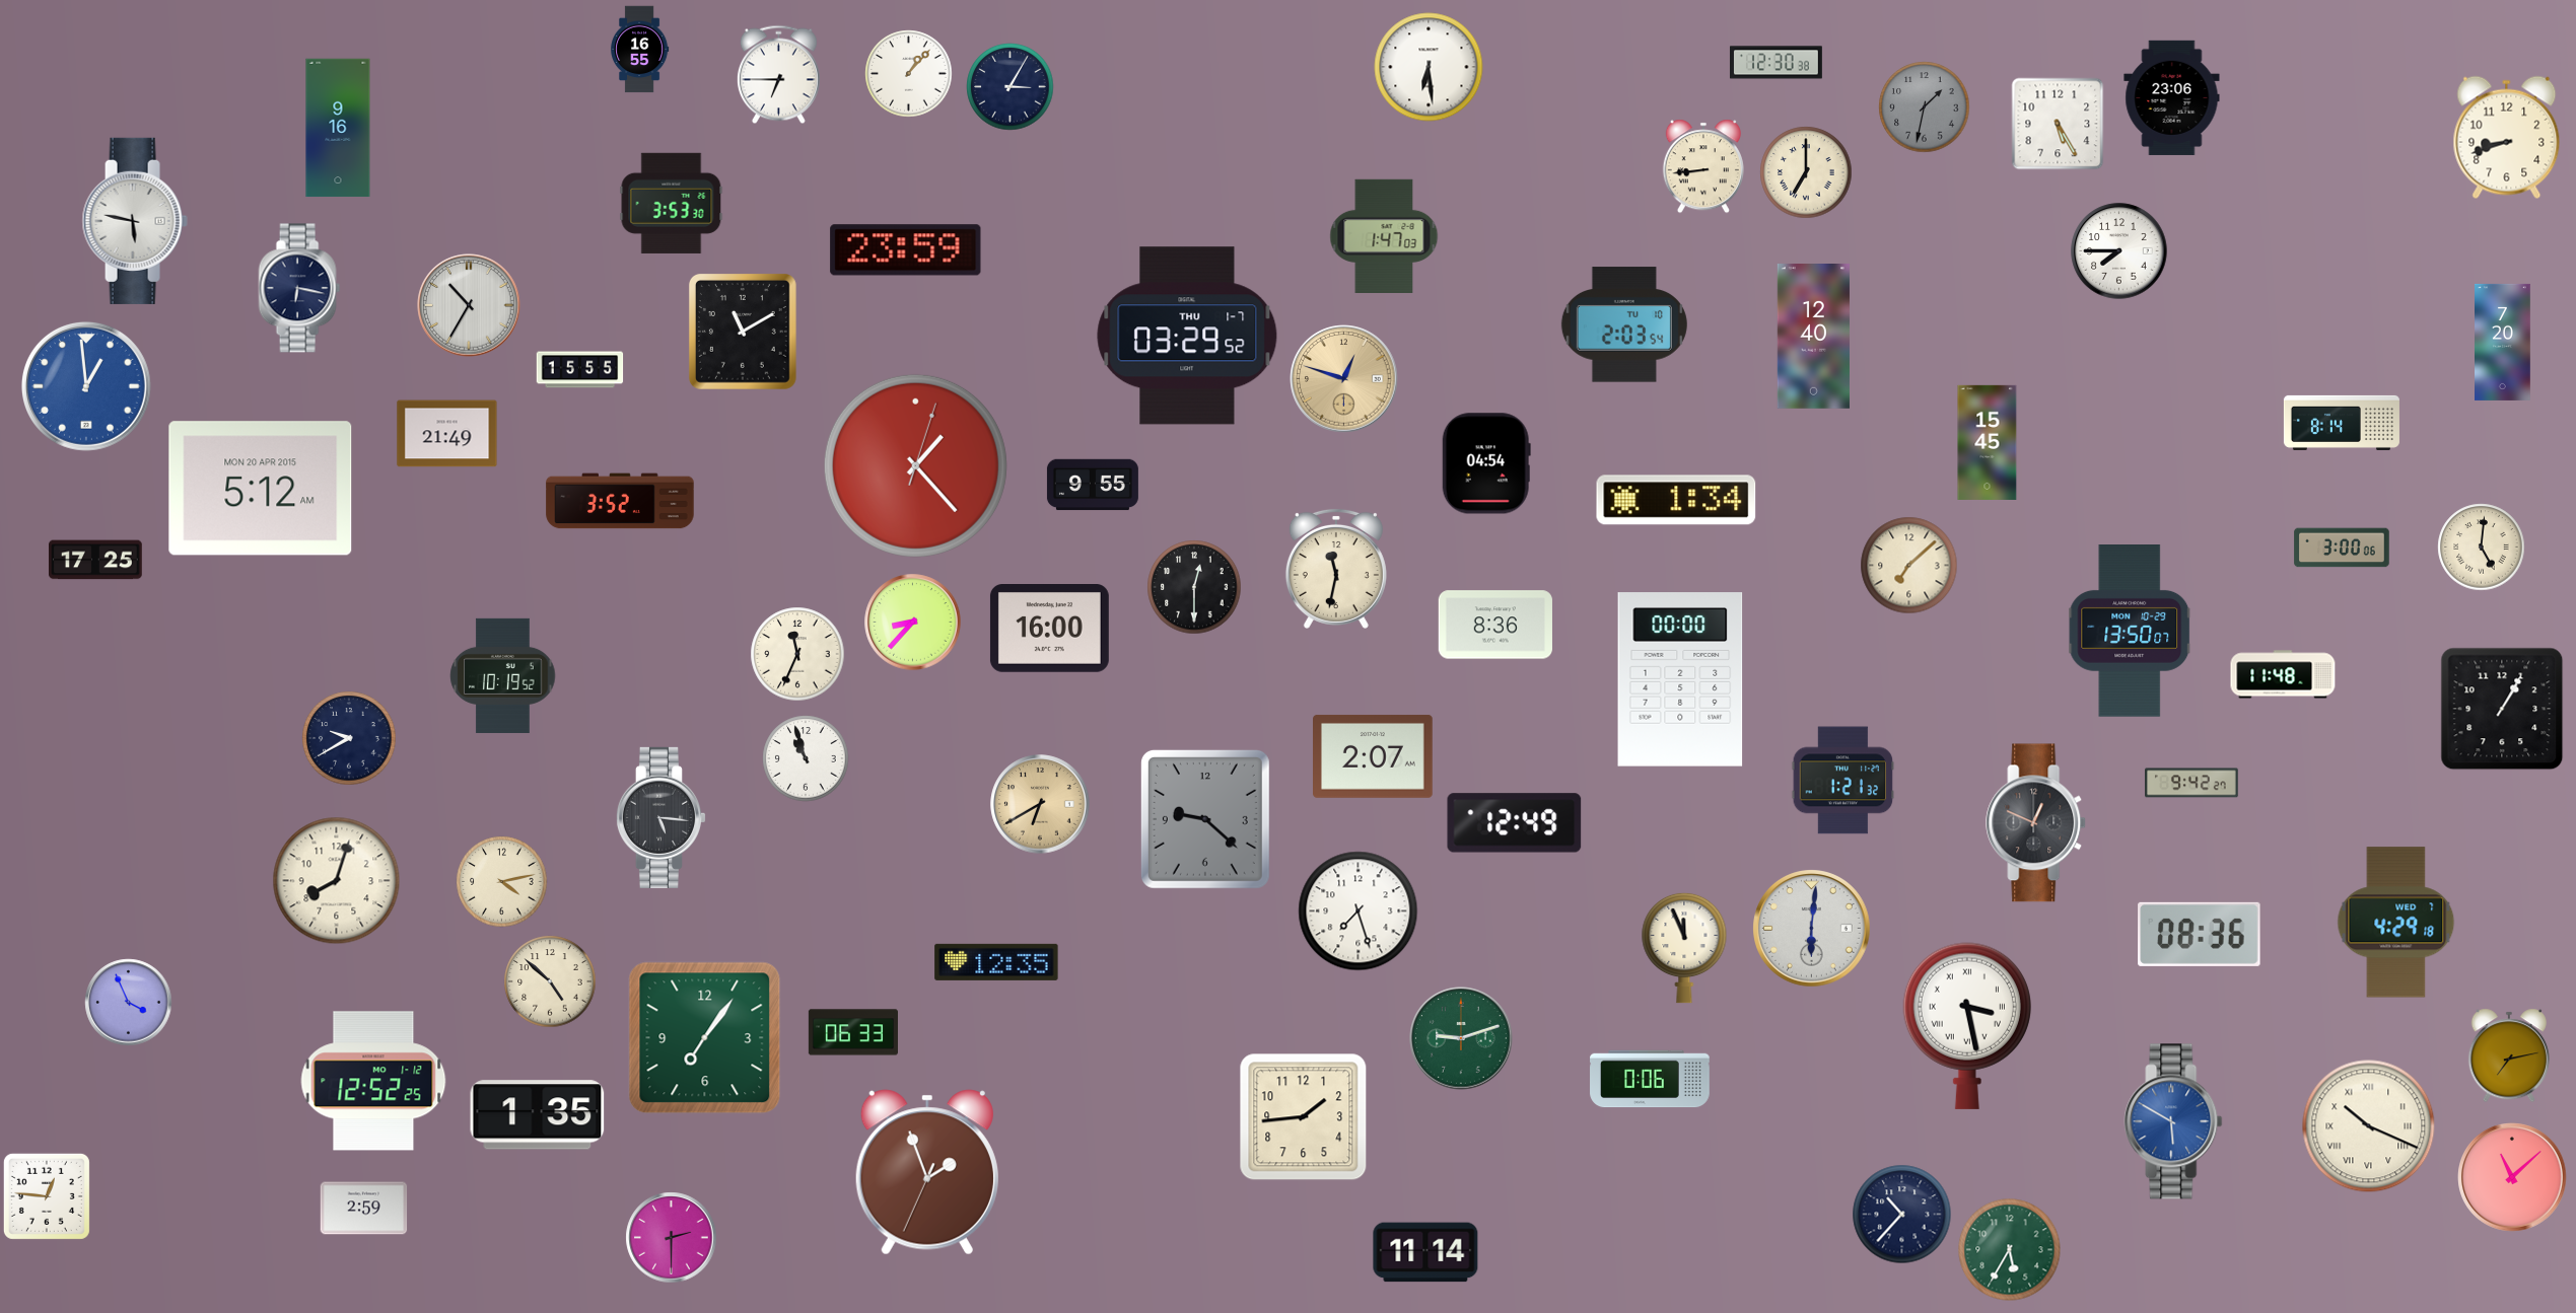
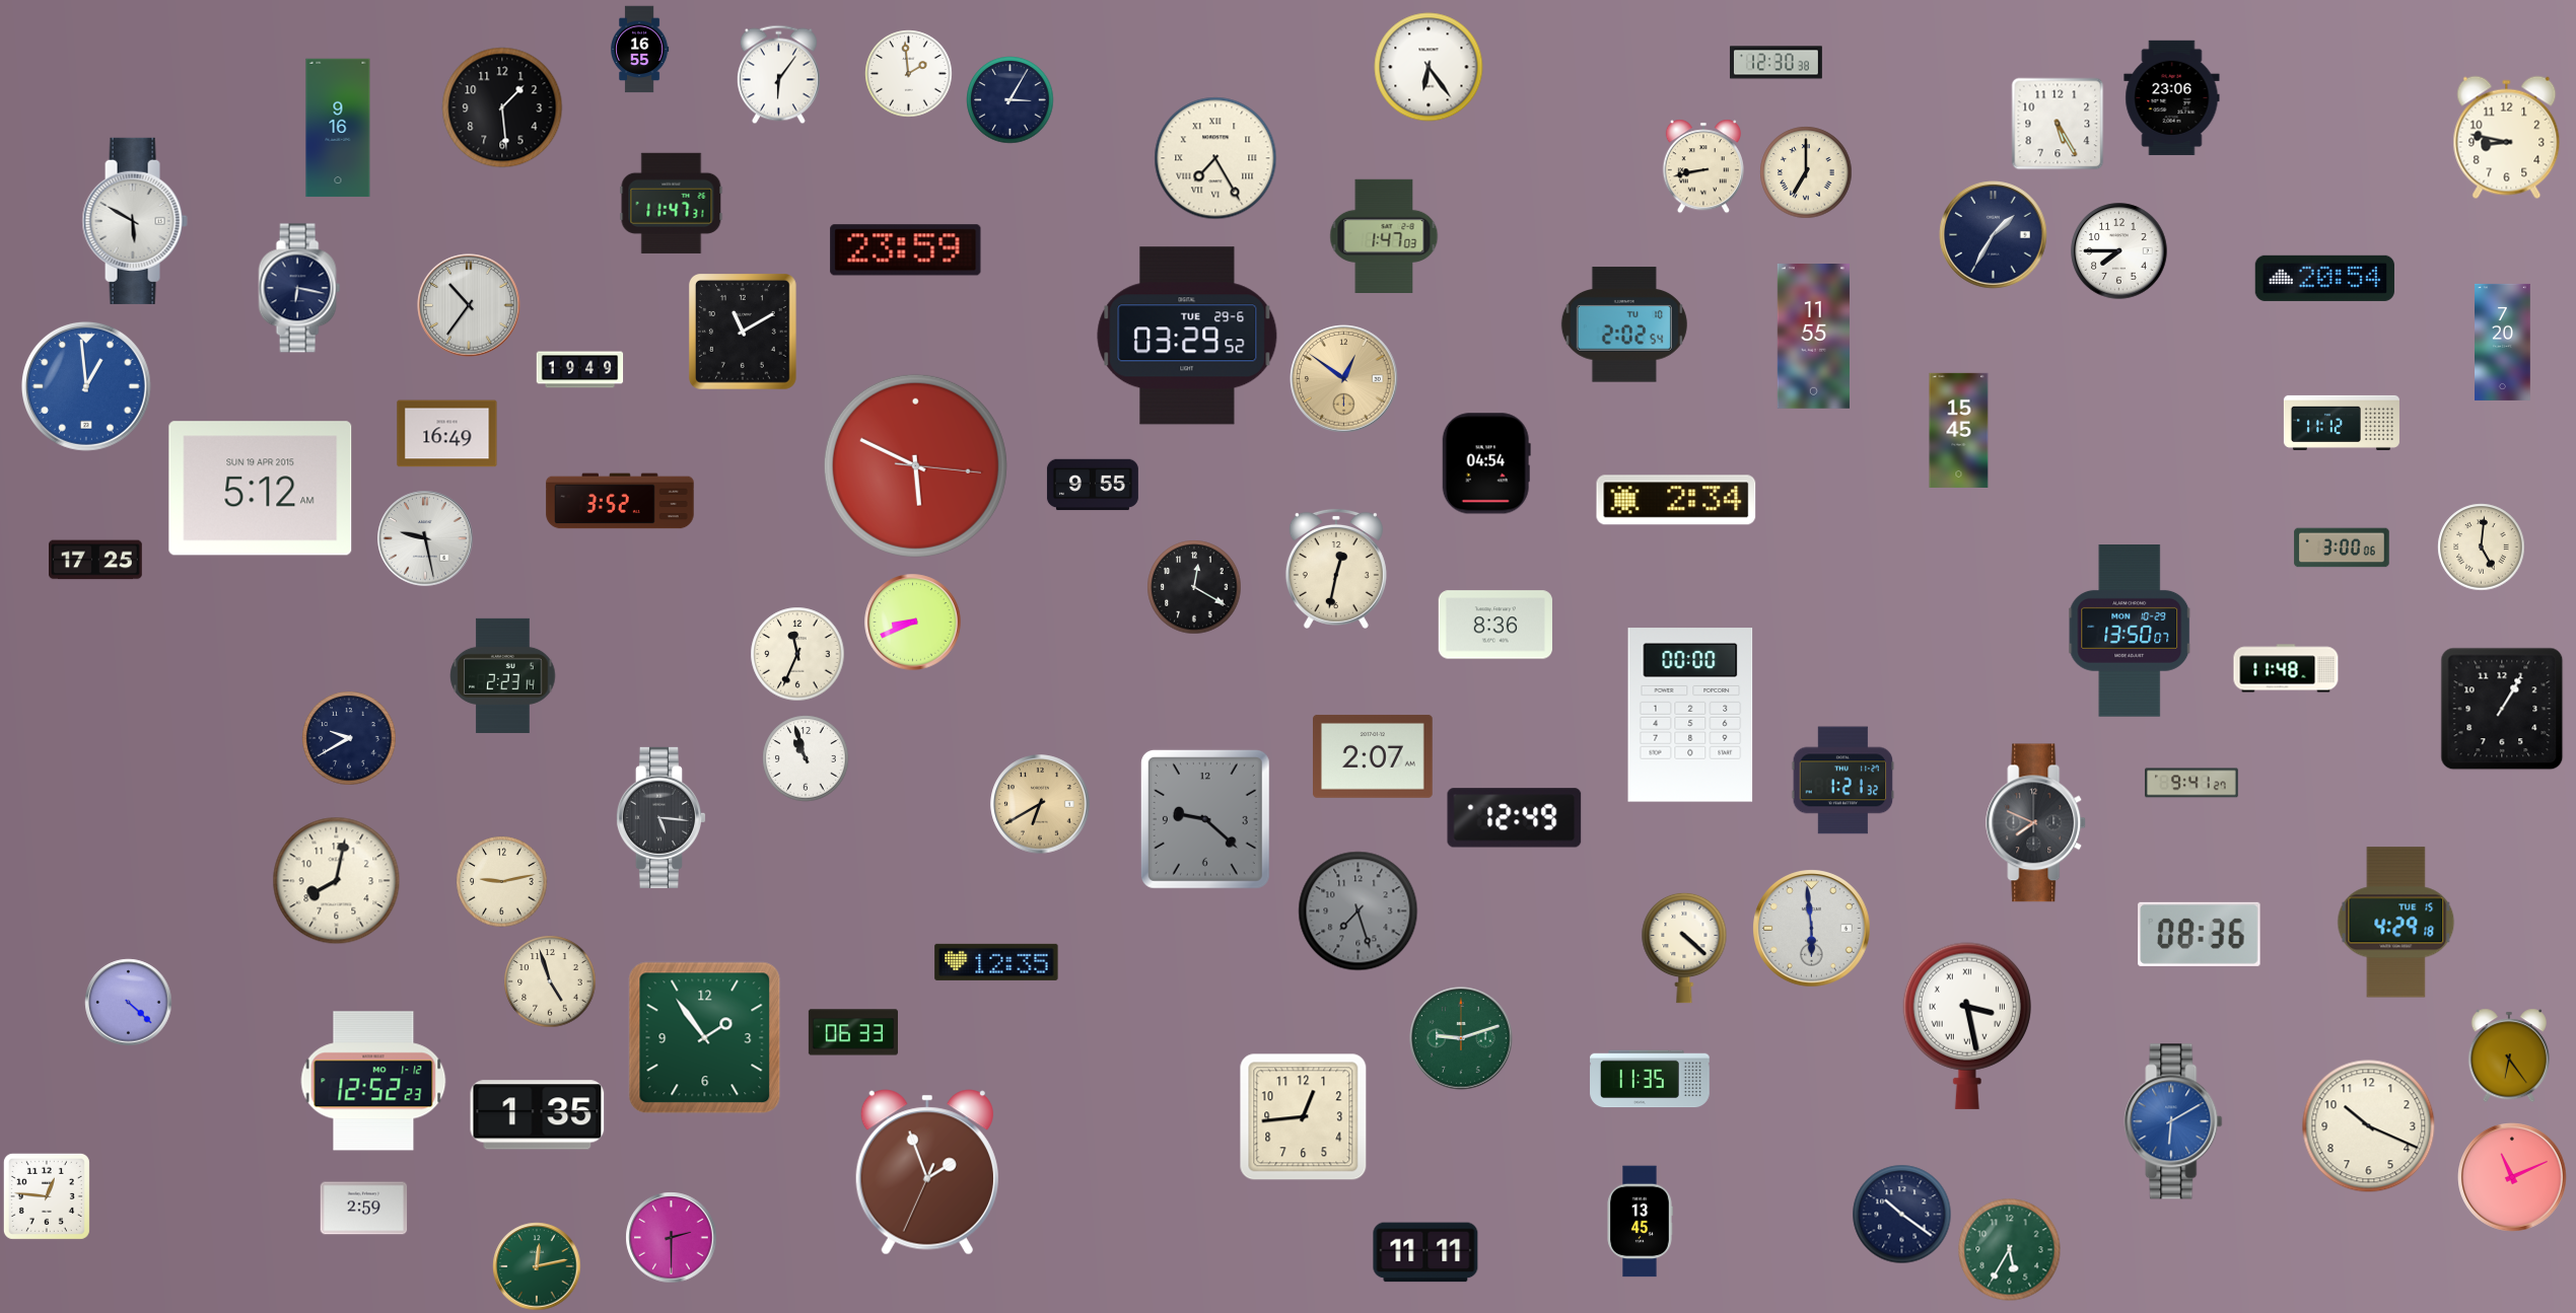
clock at (1429, 67): 6:29 -> 6:24
clock at (909, 74): 1:07 -> 1:59
clock at (778, 75): 6:45 -> 6:06
clock at (1011, 87) position: (1011, 87) -> (1011, 100)
clock at (502, 107): none -> 1:29
clock at (1925, 107): 1:32 -> none
clock at (2507, 138): 8:42 -> 8:47
clock at (1215, 158): none -> 7:25
clock at (1703, 166): 8:44 -> 8:43
clock at (672, 203): 3:53 -> 11:47
clock at (135, 221): 5:47 -> 5:50
clock at (1994, 235): none -> 1:35
clock at (2324, 278): none -> 20:54
clock at (469, 305): 10:35 -> 10:36
clock at (1624, 324): 2:03 -> 2:02
clock at (1187, 336) date: THU 1-7 -> TUE 29-6
clock at (1813, 337): 12:40 -> 11:55
clock at (580, 370): 15:55 -> 19:49
clock at (1344, 379): 12:48 -> 12:51
clock at (2342, 423): 8:14 -> 11:12
clock at (447, 434): 21:49 -> 16:49
clock at (1988, 442) position: (1988, 442) -> (1959, 430)
clock at (915, 465): 1:23 -> 5:49
clock at (261, 489) date: MON 20 APR 2015 -> SUN 19 APR 2015
clock at (1676, 500): 1:34 -> 2:34
clock at (425, 538): none -> 9:28
clock at (1909, 566): 7:08 -> none
clock at (1336, 569): 11:32 -> 12:32
clock at (1194, 587): 12:30 -> 12:20
clock at (913, 623): 8:37 -> 8:41
clock at (1049, 629): 16:00 -> none
clock at (2283, 674) position: (2283, 674) -> (2286, 668)
clock at (503, 675): 10:19 -> 2:23
clock at (1680, 679) position: (1680, 679) -> (1690, 715)
clock at (2192, 783): 9:42 -> 9:41
clock at (1515, 823) position: (1515, 823) -> (1515, 818)
clock at (2036, 823): 12:49 -> 7:49
clock at (337, 881): 8:03 -> 8:02
clock at (502, 882): 4:13 -> 9:13
clock at (1359, 911) dial: white -> grey
clock at (2396, 923) date: WED 7 -> TUE 15
clock at (1812, 929): 6:01 -> 5:59
clock at (1684, 948): 11:56 -> 4:22
clock at (550, 981): 4:52 -> 4:57
clock at (129, 1003): 3:56 -> 4:22
clock at (705, 1038): 7:06 -> 1:54
clock at (2509, 1055): 7:13 -> 6:24
clock at (1650, 1079): 0:06 -> 11:35
clock at (373, 1081): 12:52:25 -> 12:52:23
clock at (1304, 1117): 1:44 -> 12:44
clock at (2173, 1121): 5:50 -> 6:10
clock at (2369, 1126) numerals: Roman -> Arabic
clock at (2512, 1177): 11:08 -> 11:11
clock at (1902, 1215): 10:37 -> 10:21
clock at (1640, 1222): none -> 13:45
clock at (1425, 1252): 11:14 -> 11:11
clock at (537, 1266): none -> 12:13
